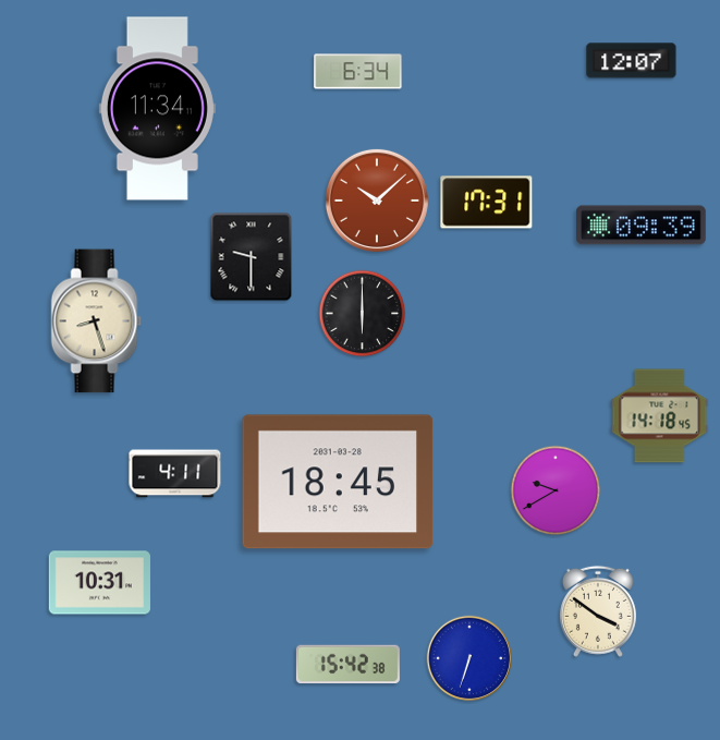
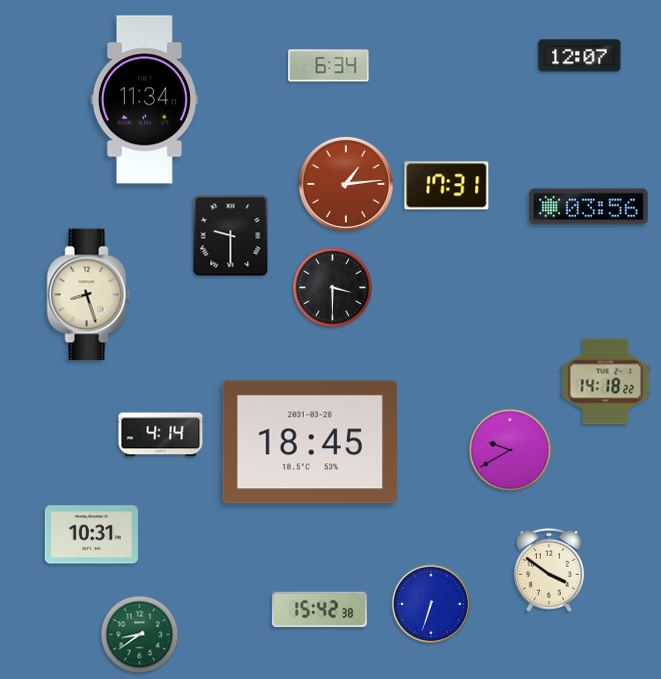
clock at (377, 201): 10:08 -> 1:14
clock at (642, 226): 09:39 -> 03:56
clock at (363, 314): 6:00 -> 3:30
clock at (660, 416): 14:18:45 -> 14:18:22
clock at (175, 474): 4:11 -> 4:14
clock at (598, 611) position: (598, 611) -> (549, 570)
clock at (140, 635): none -> 8:39
